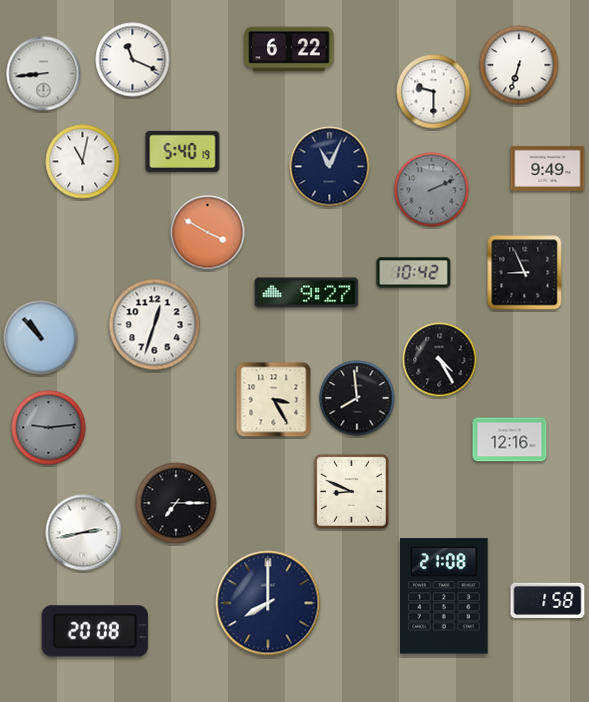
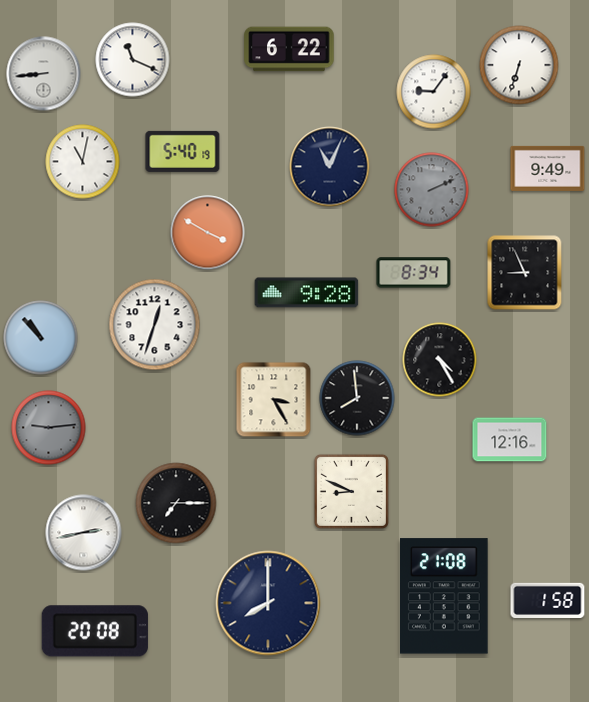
clock at (434, 92): 9:30 -> 9:06
clock at (414, 273): 10:42 -> 8:34
clock at (307, 293): 9:27 -> 9:28
